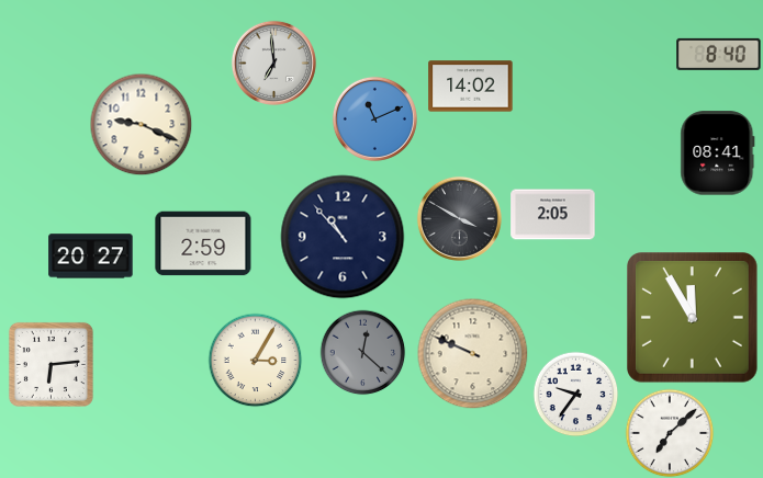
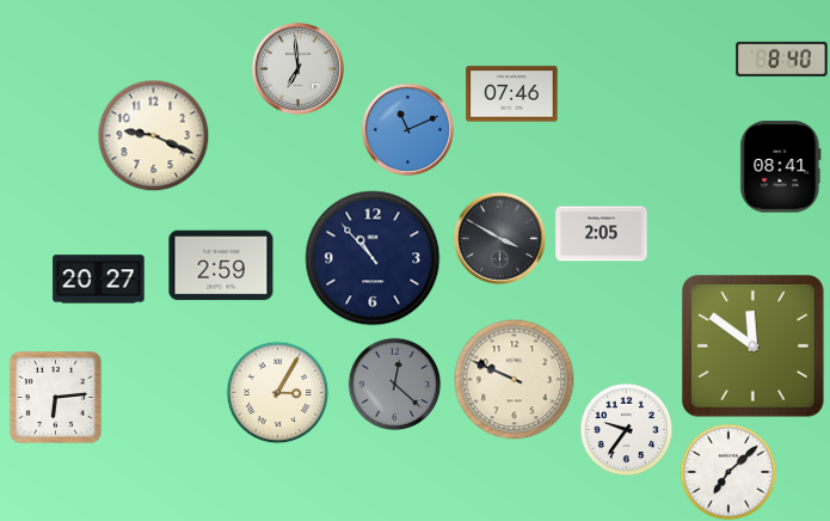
clock at (471, 87): 14:02 -> 07:46
clock at (693, 318): 11:55 -> 11:51
clock at (473, 354) position: (473, 354) -> (515, 380)
